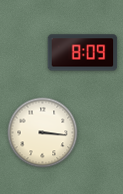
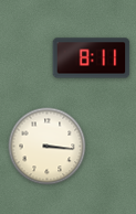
clock at (83, 53): 8:09 -> 8:11
